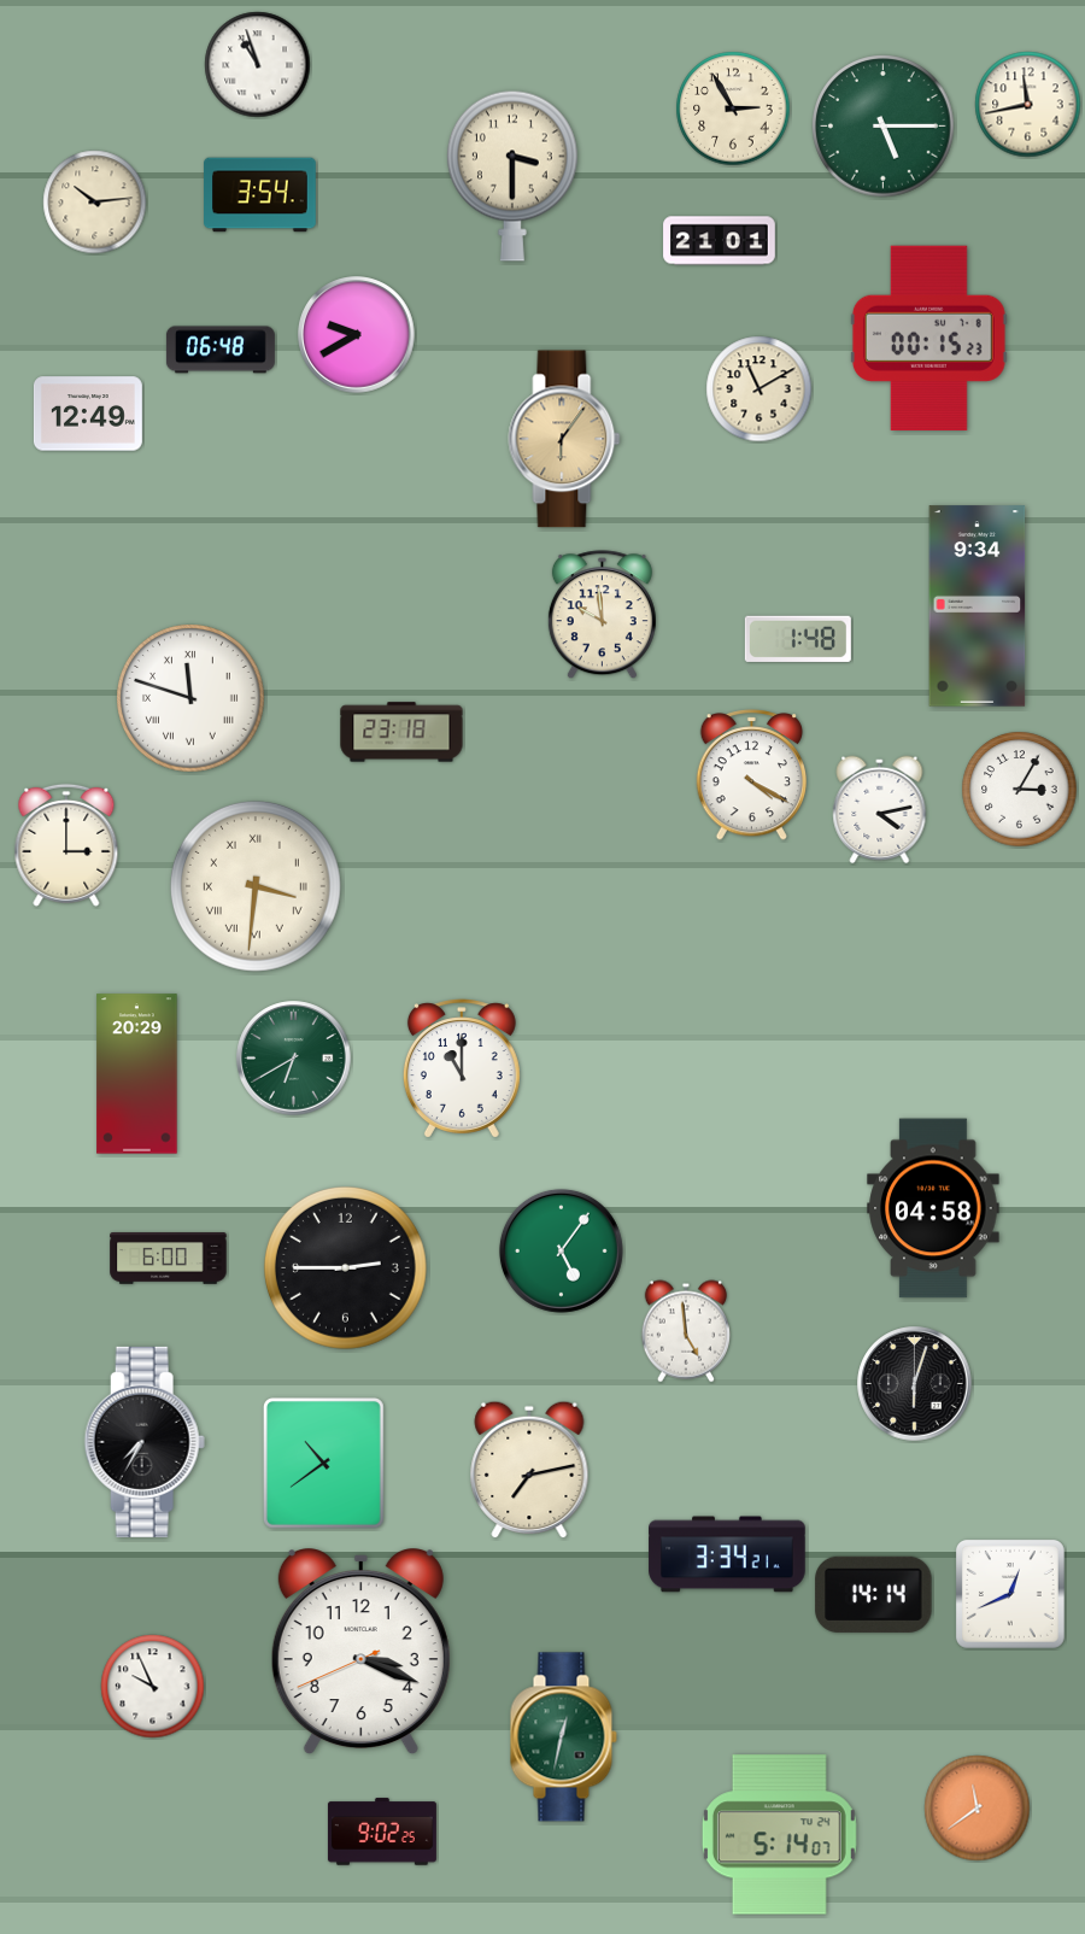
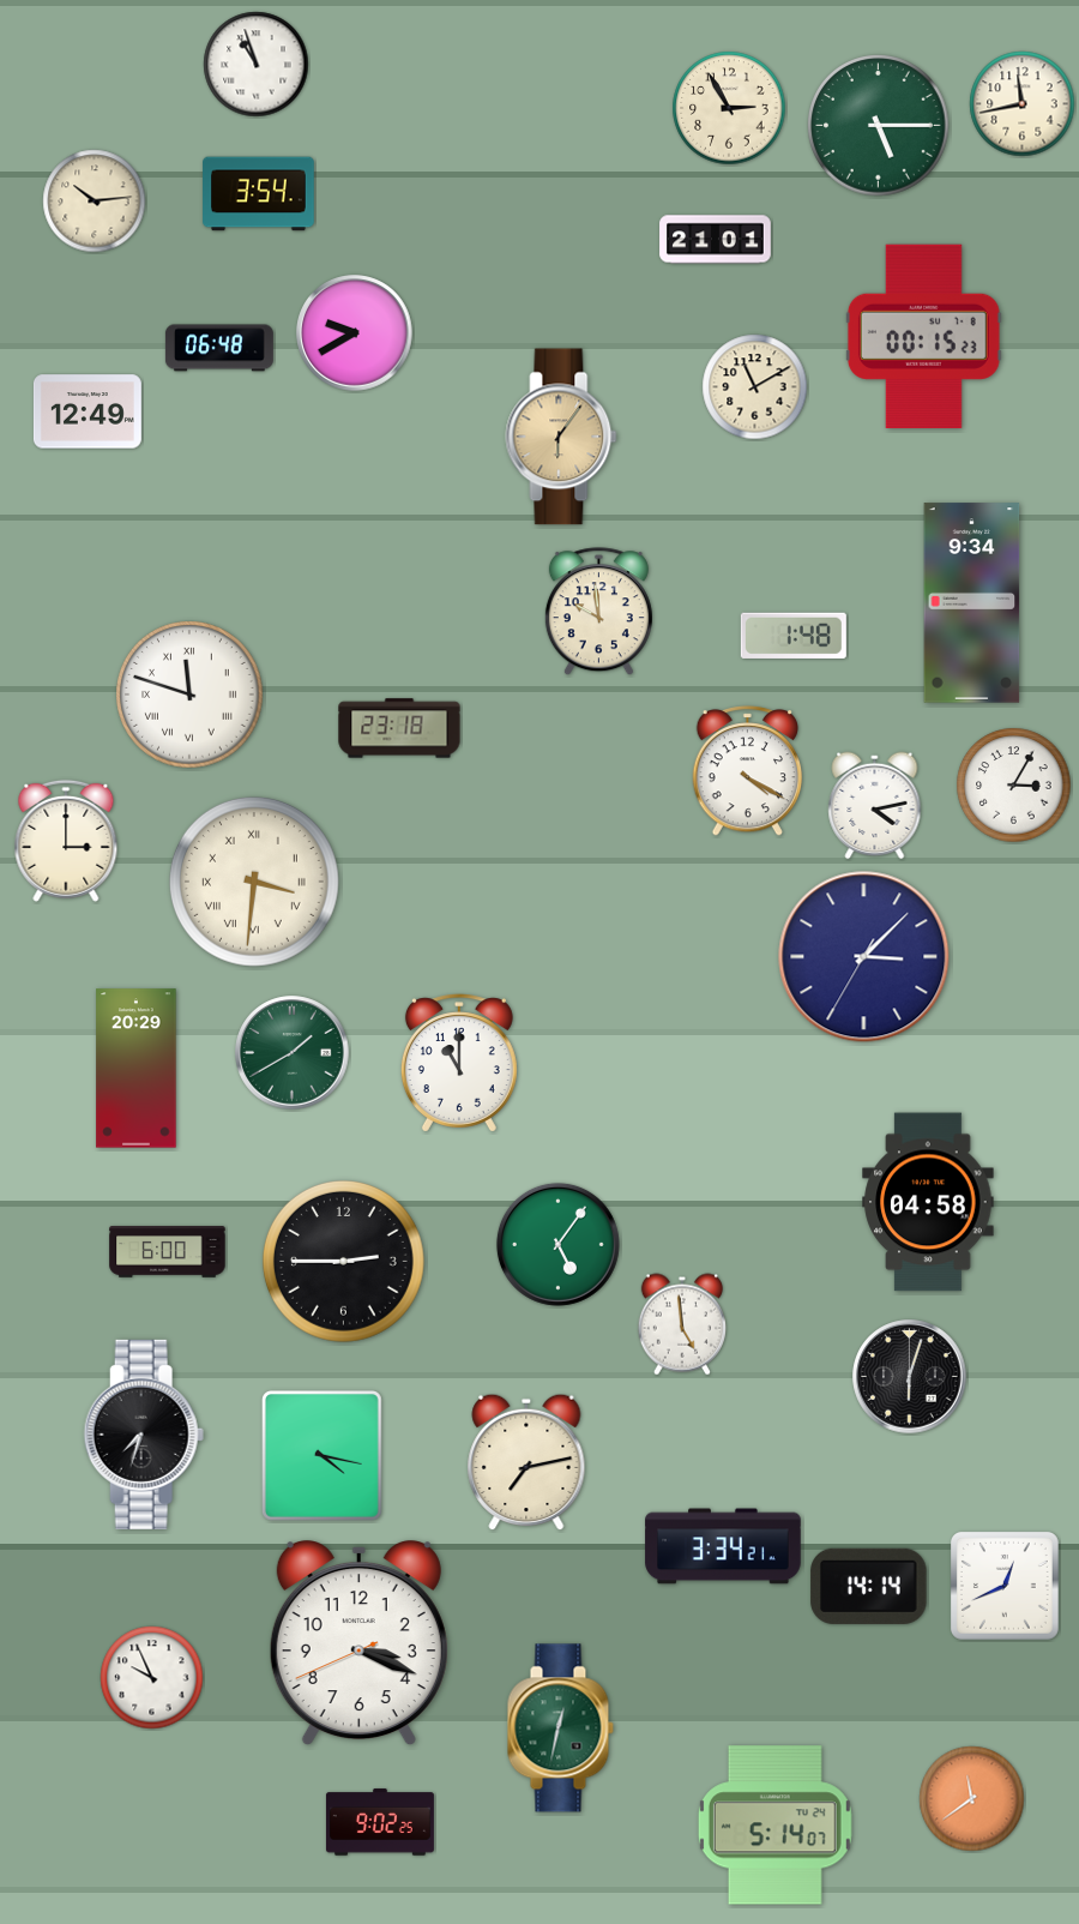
clock at (512, 176): 3:30 -> none
clock at (864, 957): none -> 3:07
clock at (294, 1059): 6:40 -> 1:40
clock at (145, 1442): 7:35 -> 7:33
clock at (323, 1463): 10:39 -> 4:17
